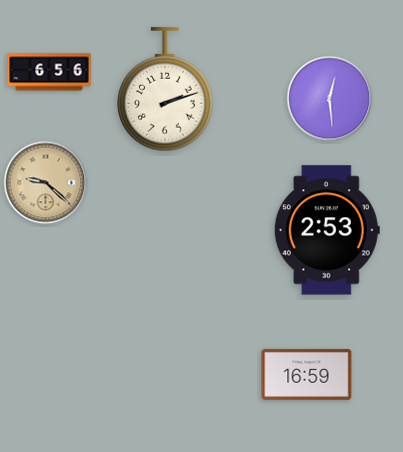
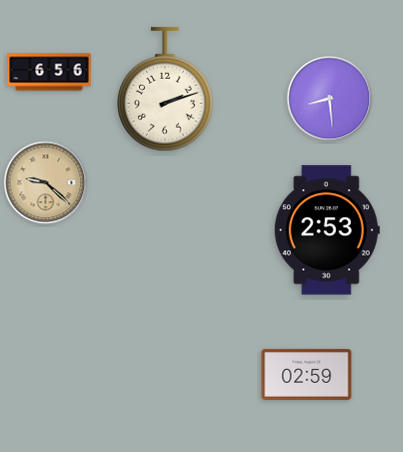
clock at (330, 99): 12:29 -> 8:29
clock at (307, 374): 16:59 -> 02:59
